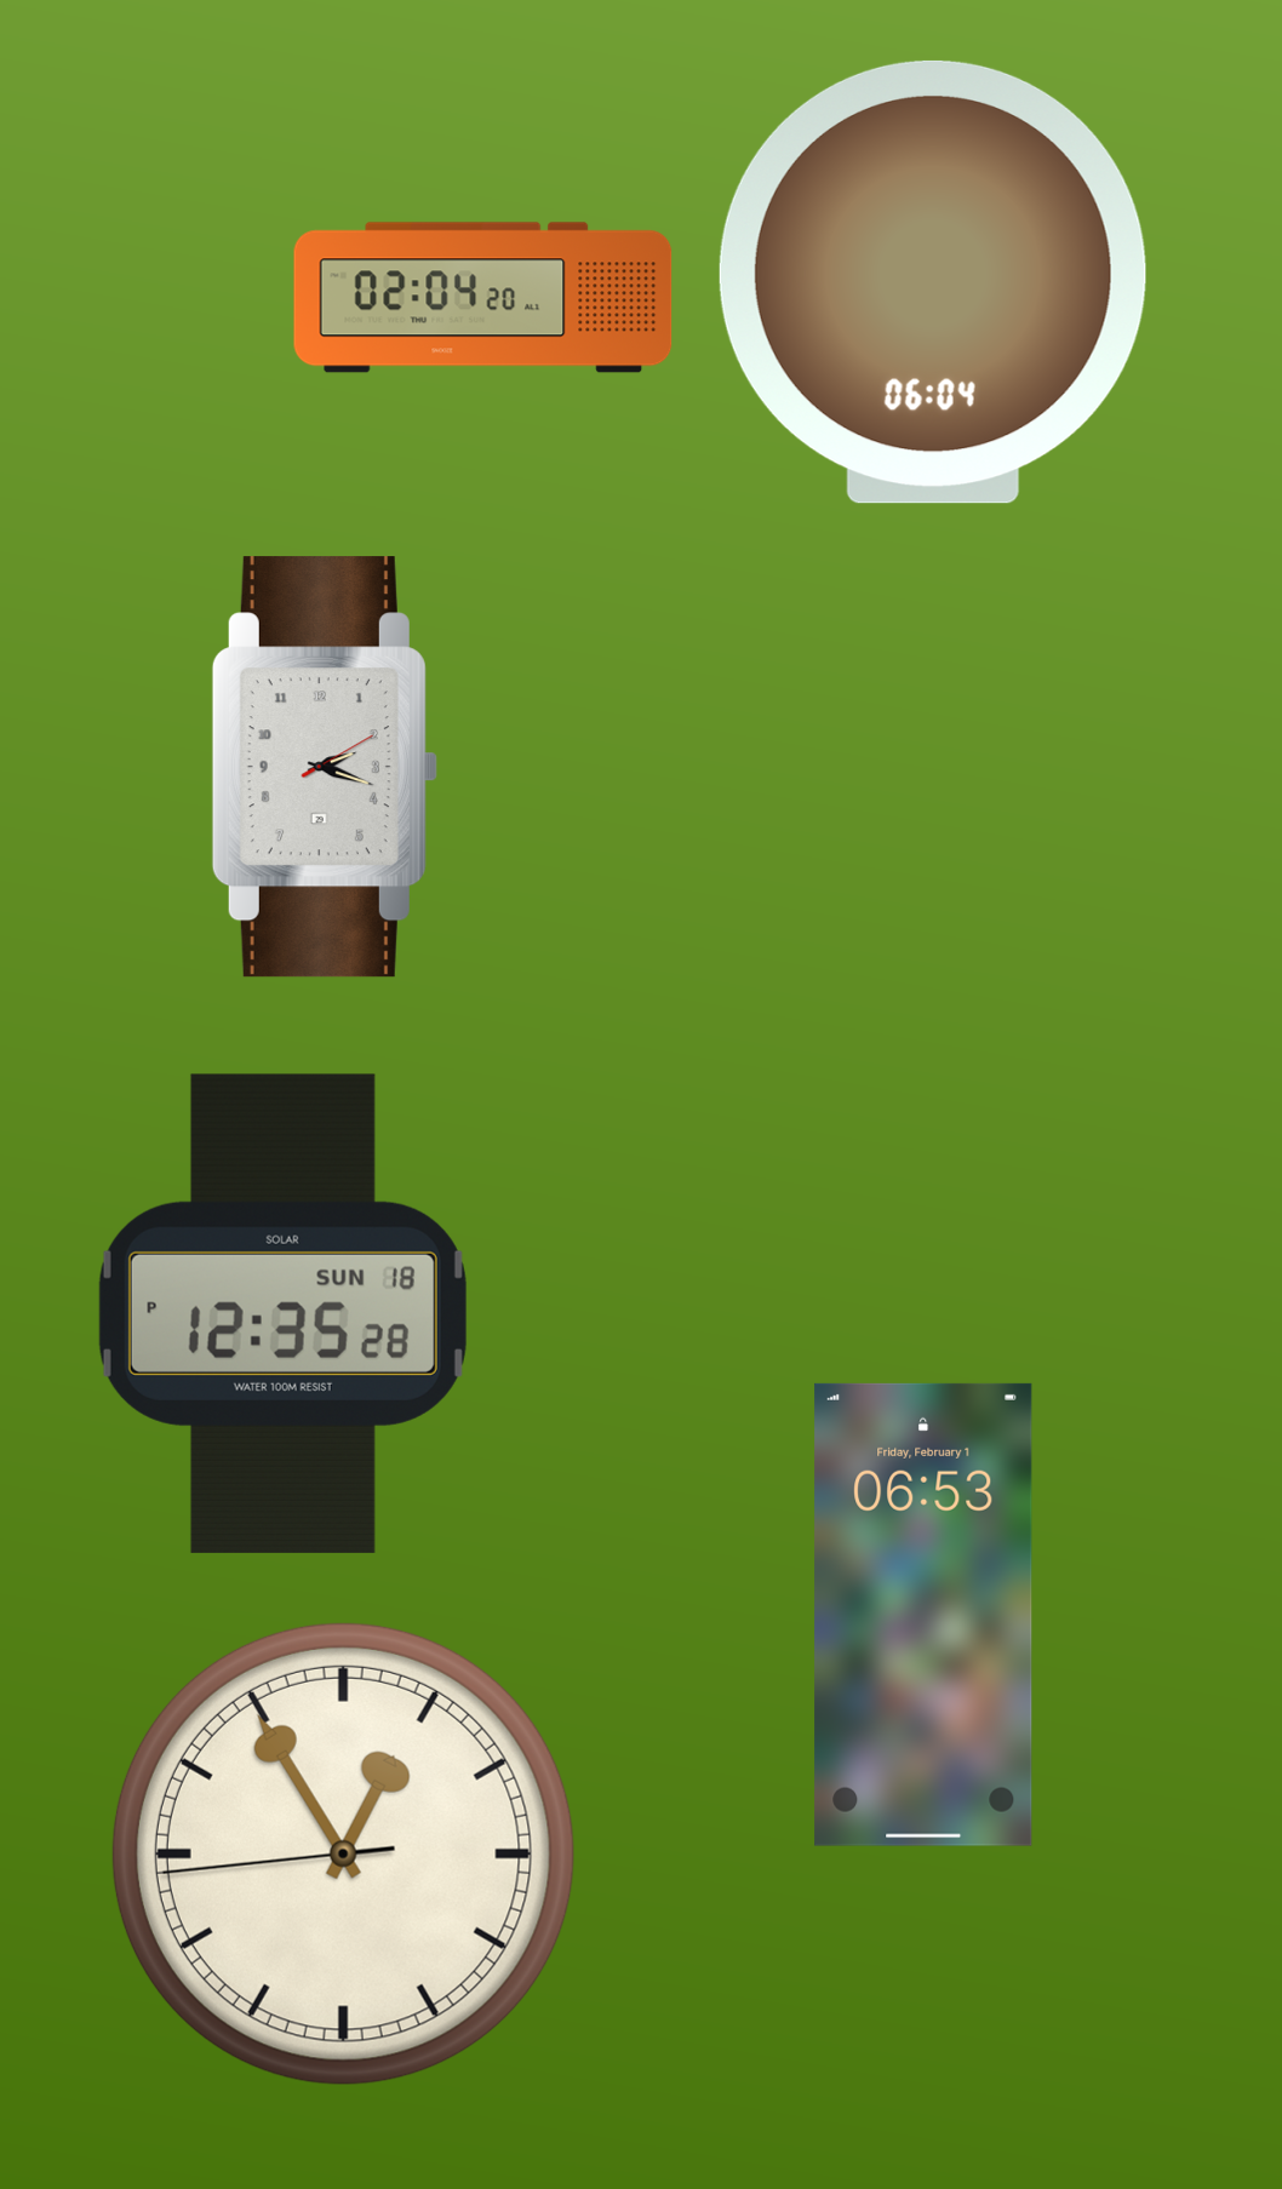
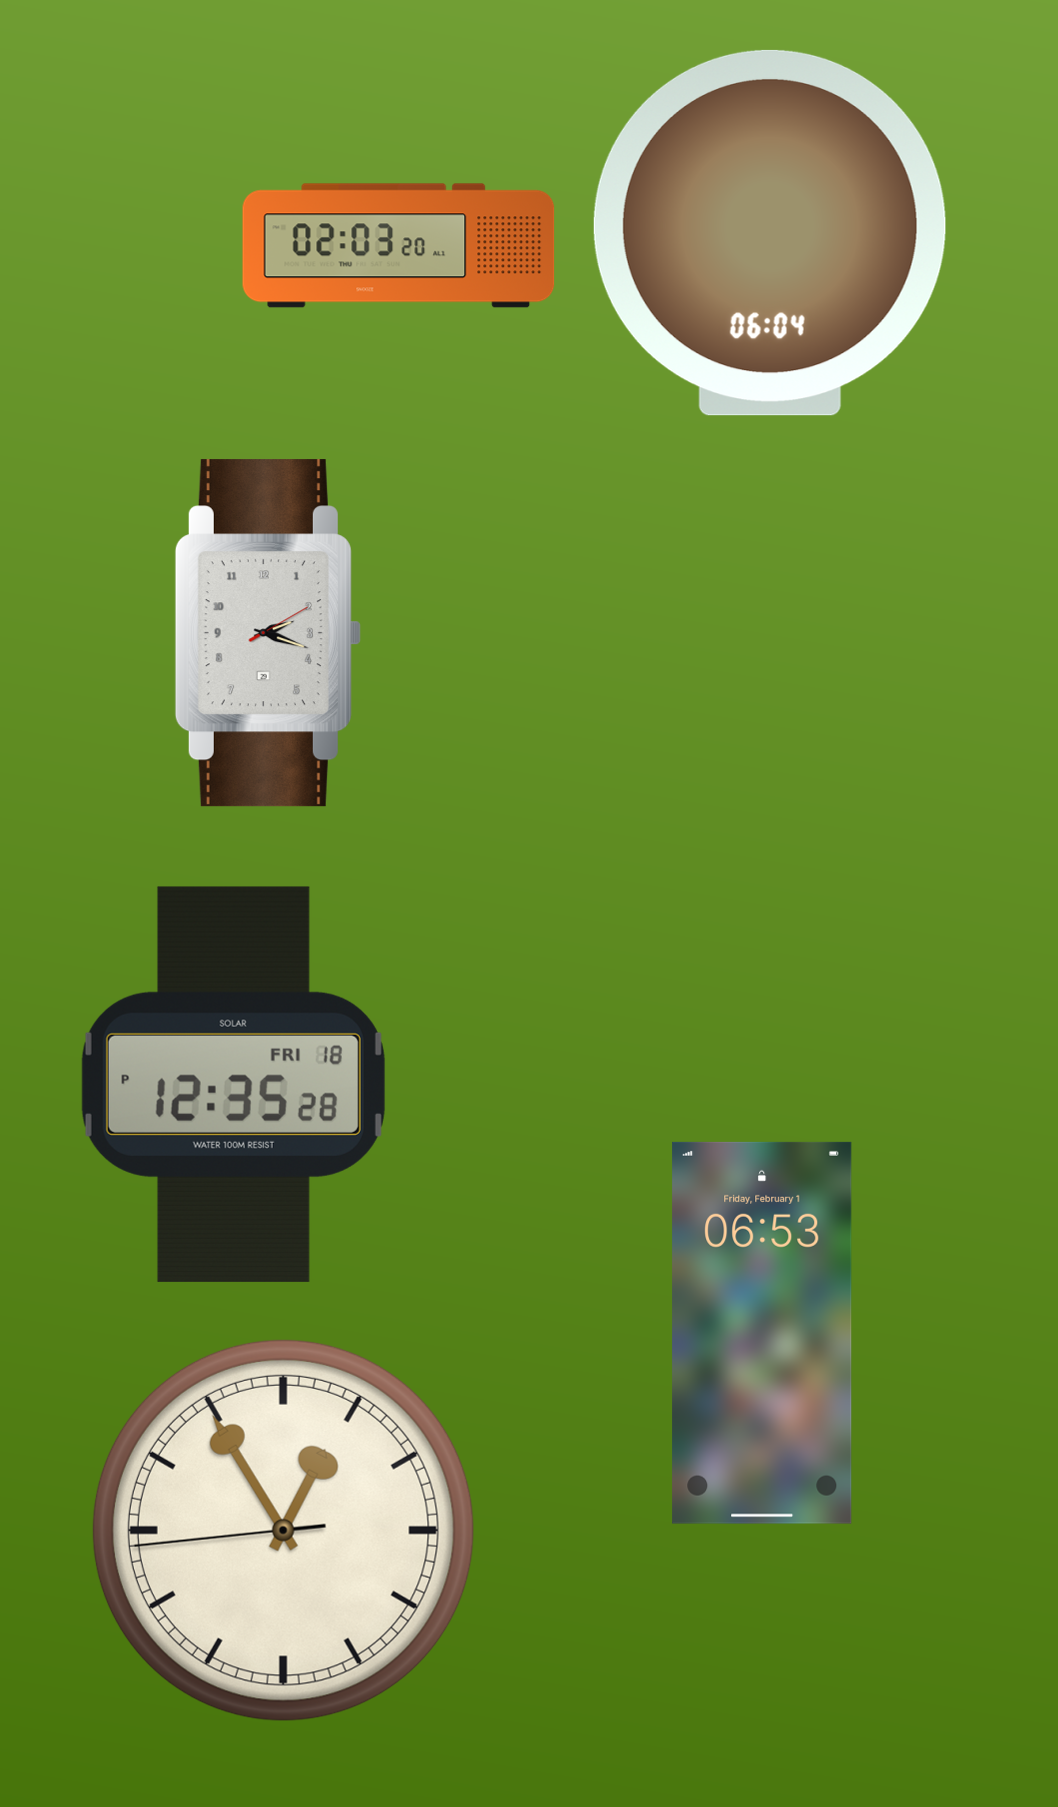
clock at (483, 298): 02:04 -> 02:03
clock at (282, 1313) date: SUN 18 -> FRI 18
